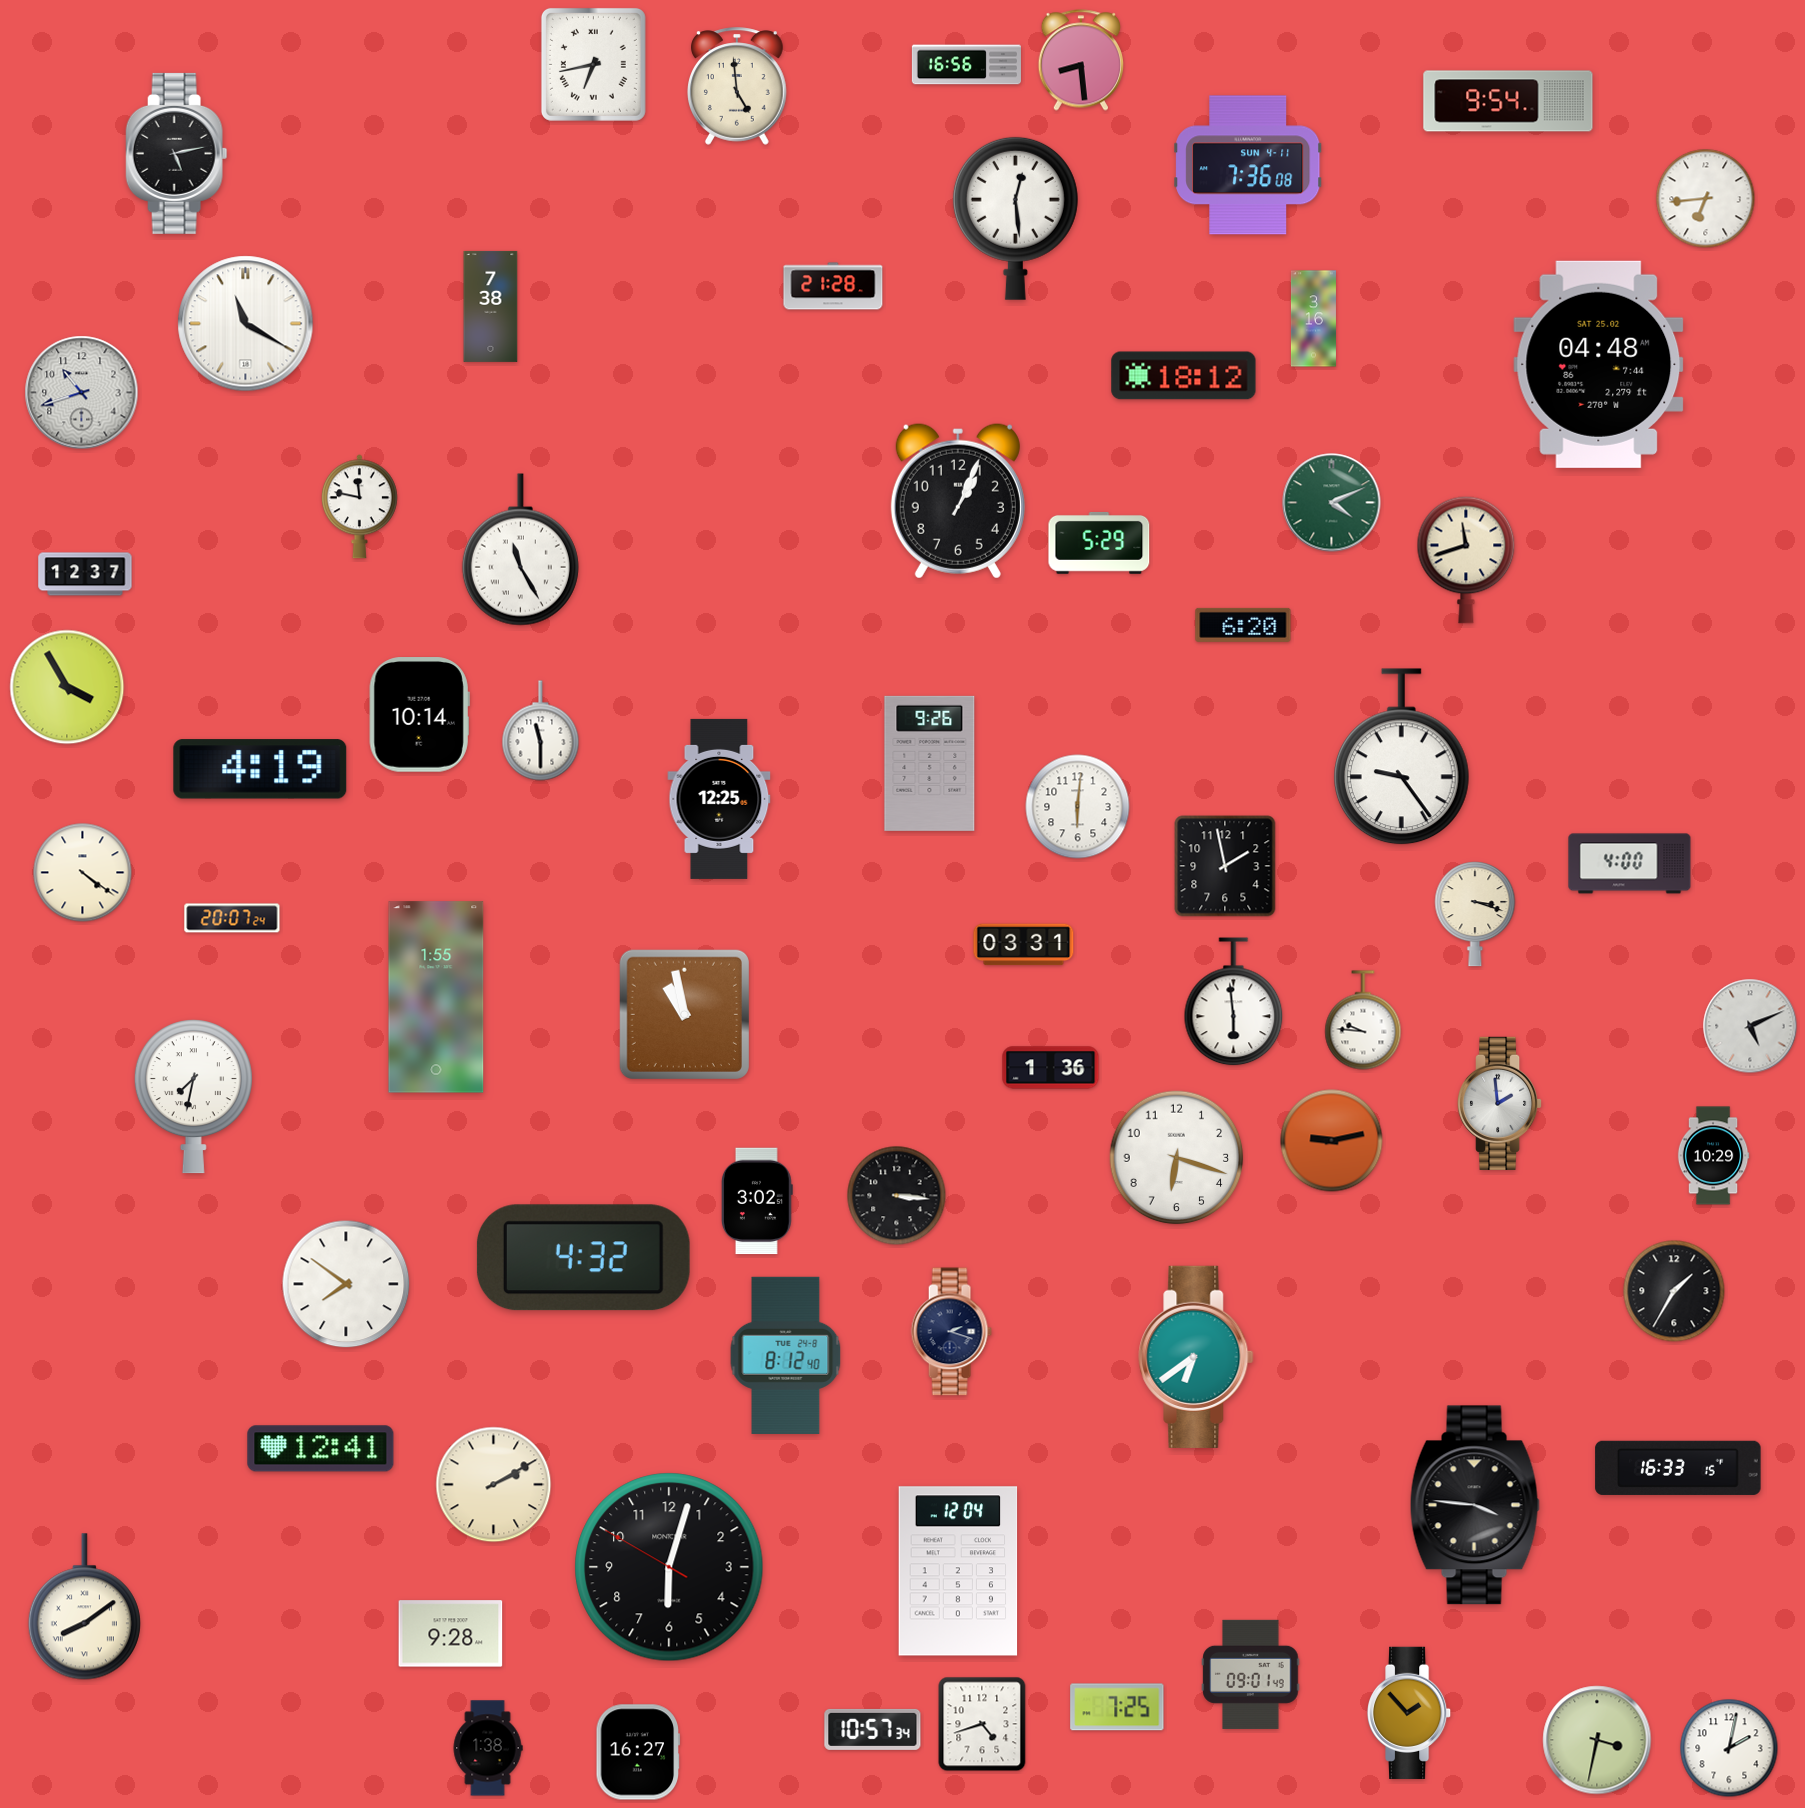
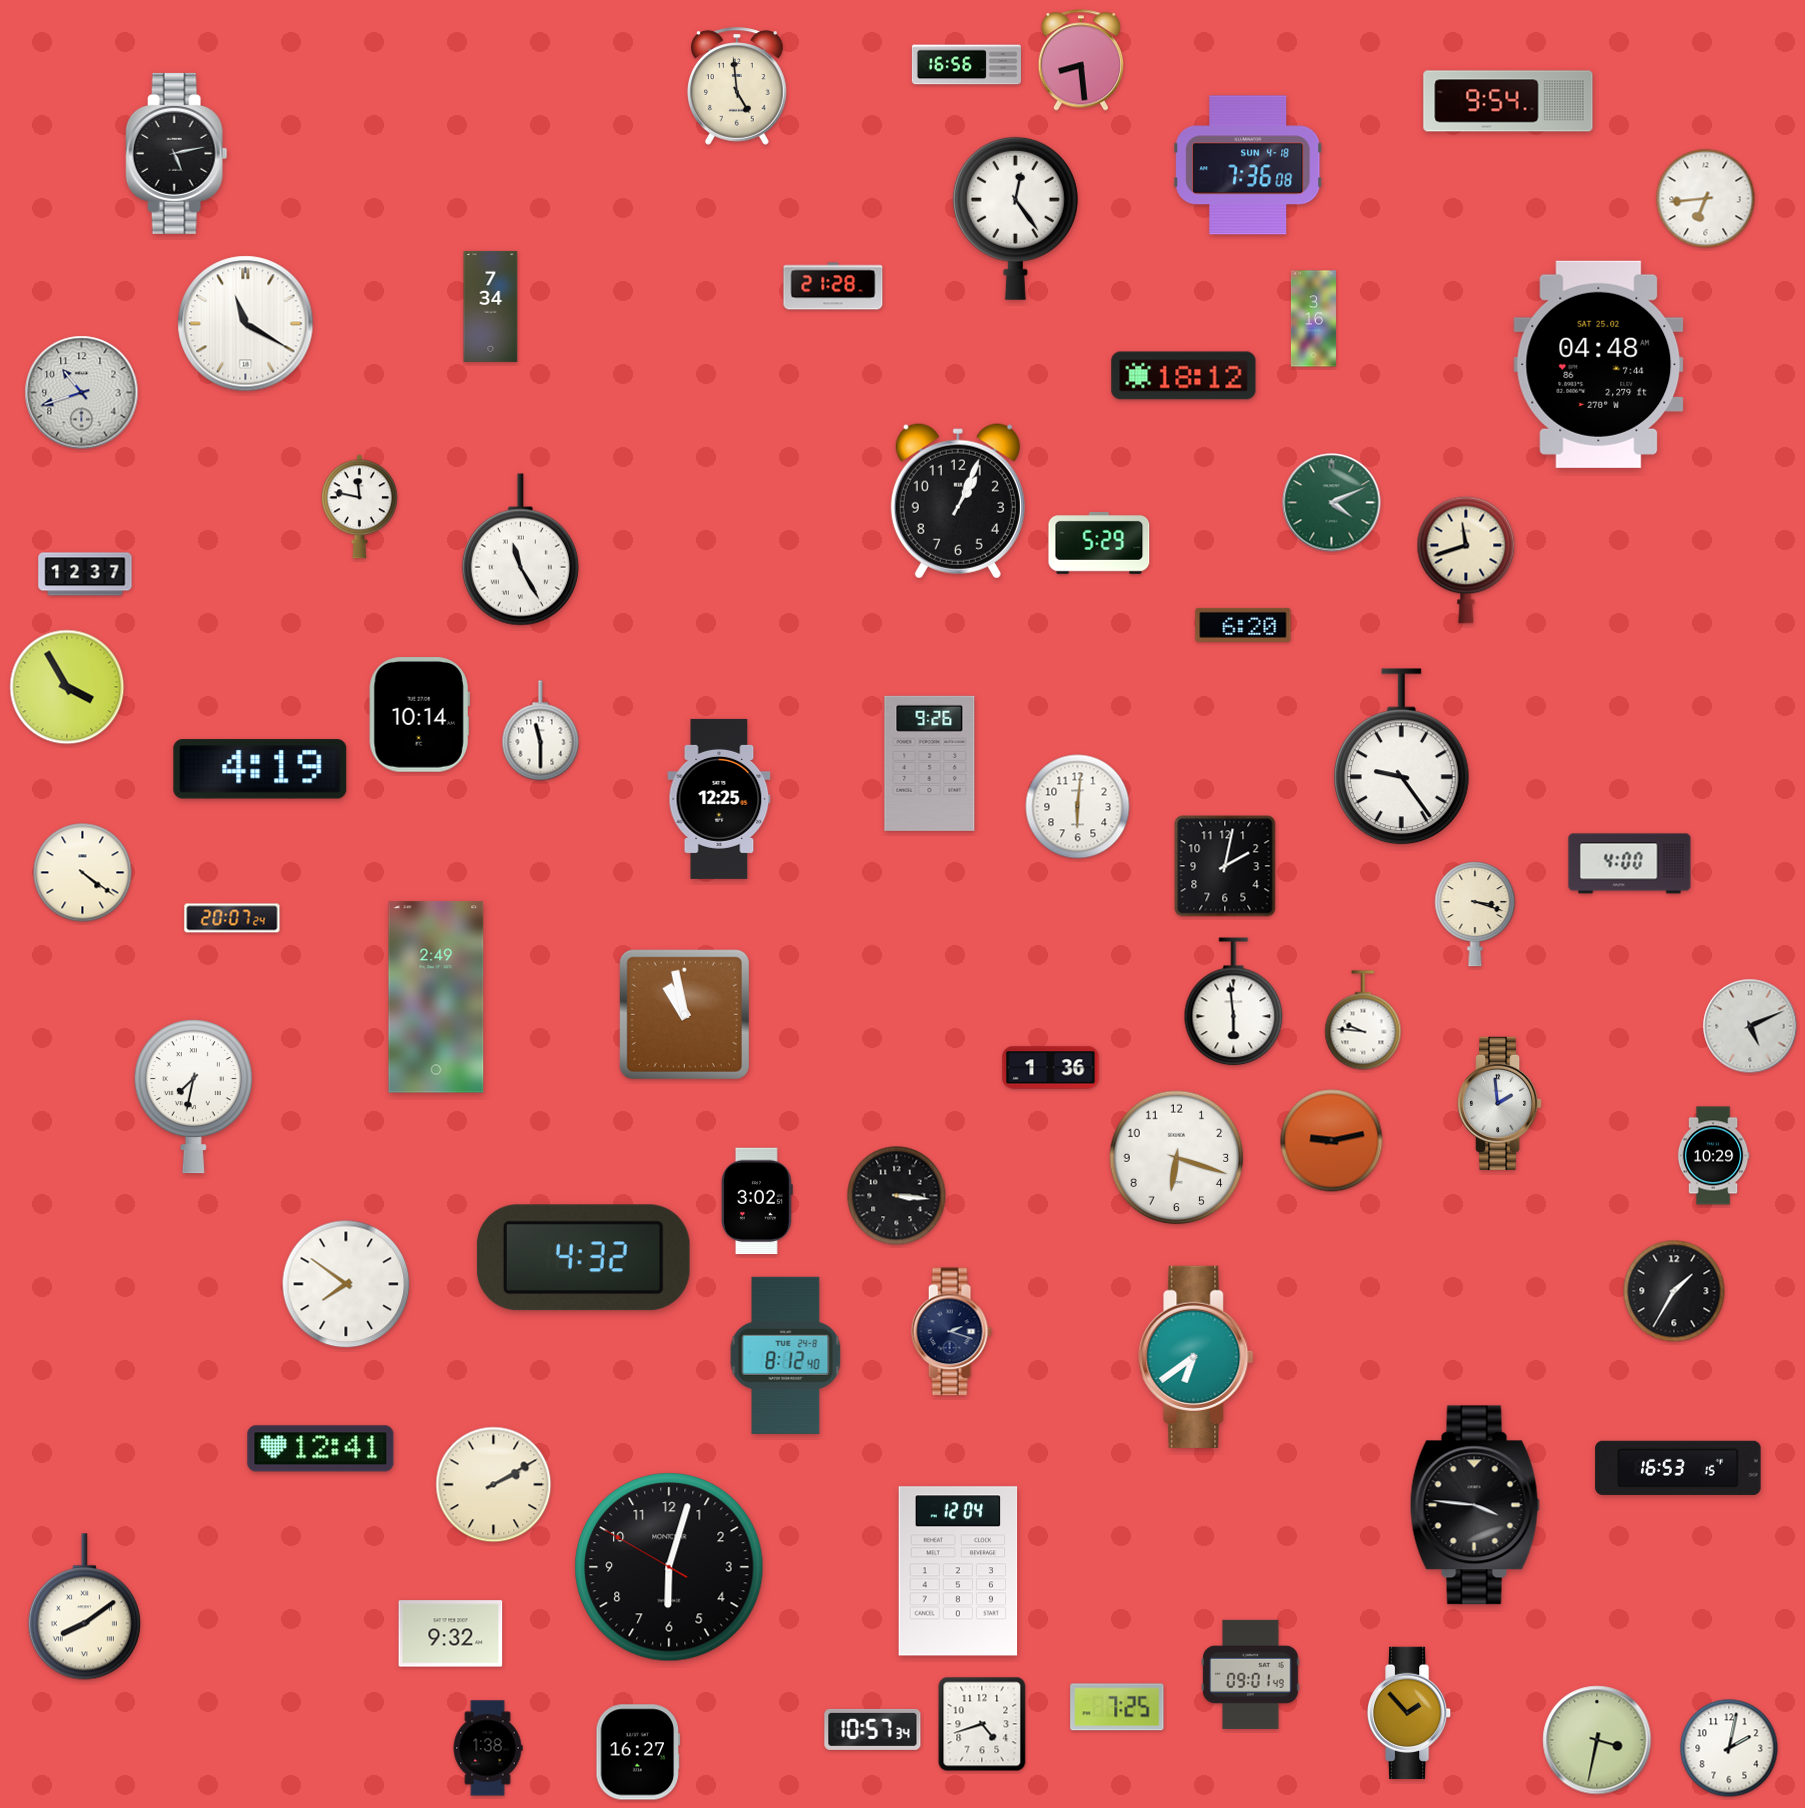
clock at (593, 64): 6:43 -> none
clock at (1248, 165) date: SUN 4-11 -> SUN 4-18
clock at (1015, 218): 12:29 -> 12:24
clock at (491, 306): 7:38 -> 7:34
clock at (1225, 866): 1:58 -> 2:02
clock at (1024, 945): 03:31 -> none
clock at (436, 997): 1:55 -> 2:49
clock at (1678, 1468): 16:33 -> 16:53
clock at (451, 1634): 9:28 -> 9:32
